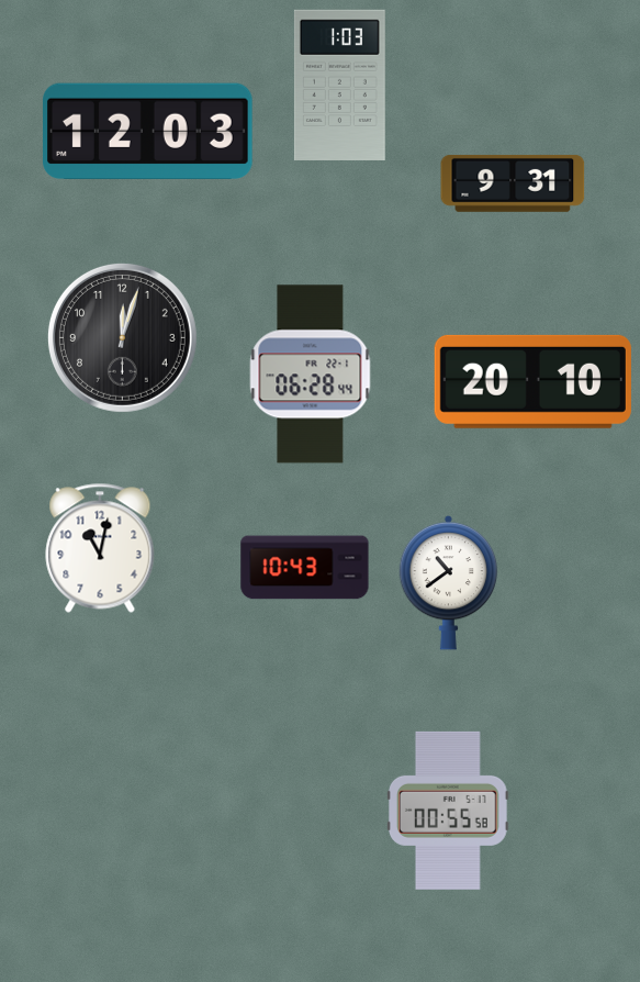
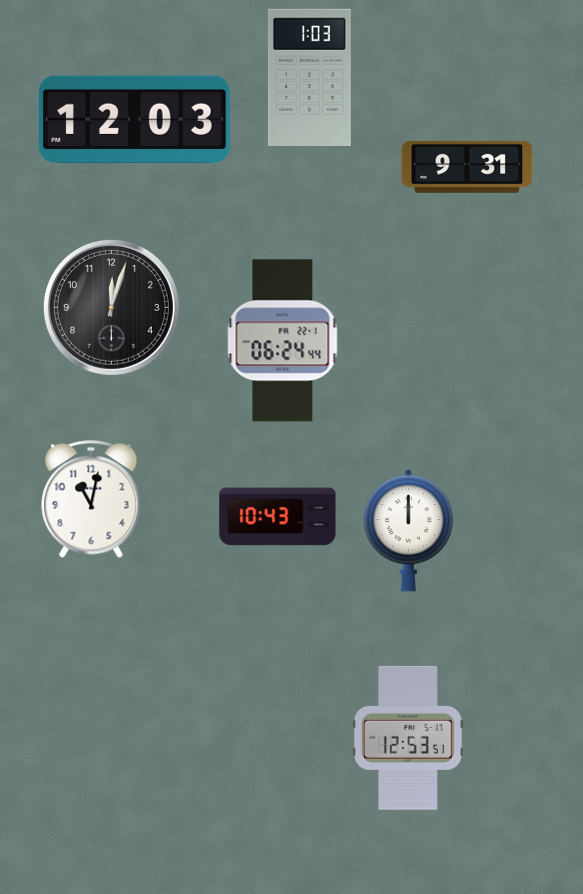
clock at (311, 375): 06:28 -> 06:24
clock at (532, 381): 20:10 -> none
clock at (449, 582): 10:39 -> 12:00
clock at (449, 811): 00:55 -> 12:53
